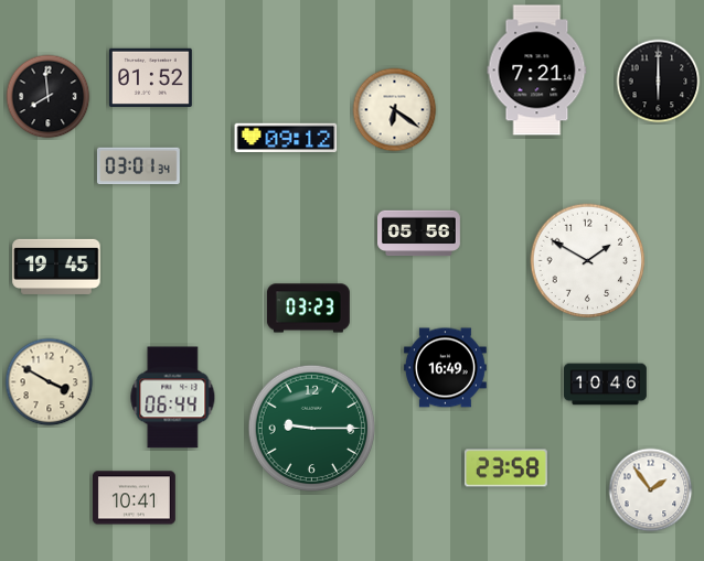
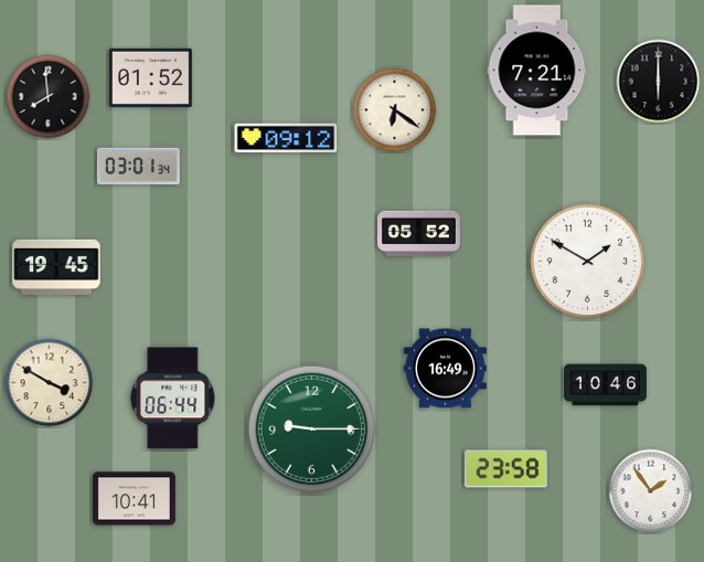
clock at (419, 234): 05:56 -> 05:52
clock at (308, 309): 03:23 -> none
